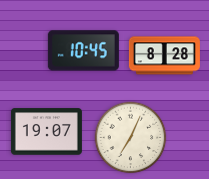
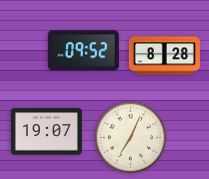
clock at (83, 51): 10:45 -> 09:52
